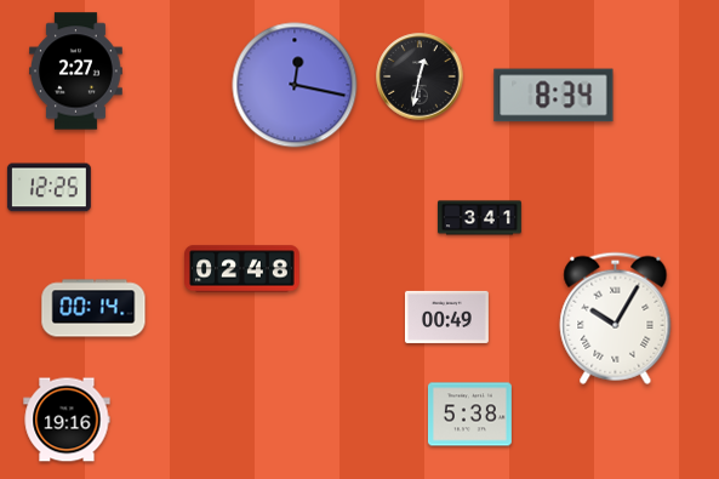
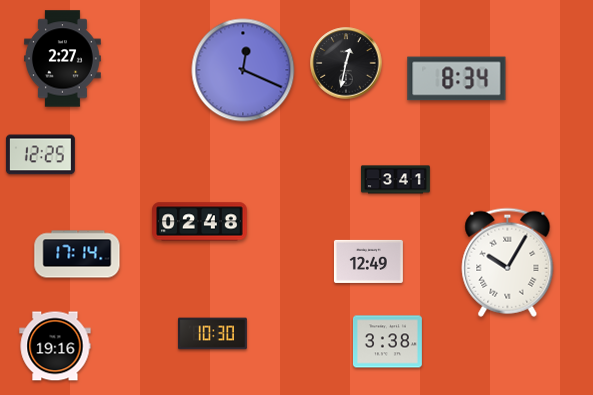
clock at (295, 85): 12:17 -> 12:19
clock at (93, 308): 00:14 -> 17:14
clock at (446, 317): 00:49 -> 12:49
clock at (212, 334): none -> 10:30
clock at (469, 415): 5:38 -> 3:38
